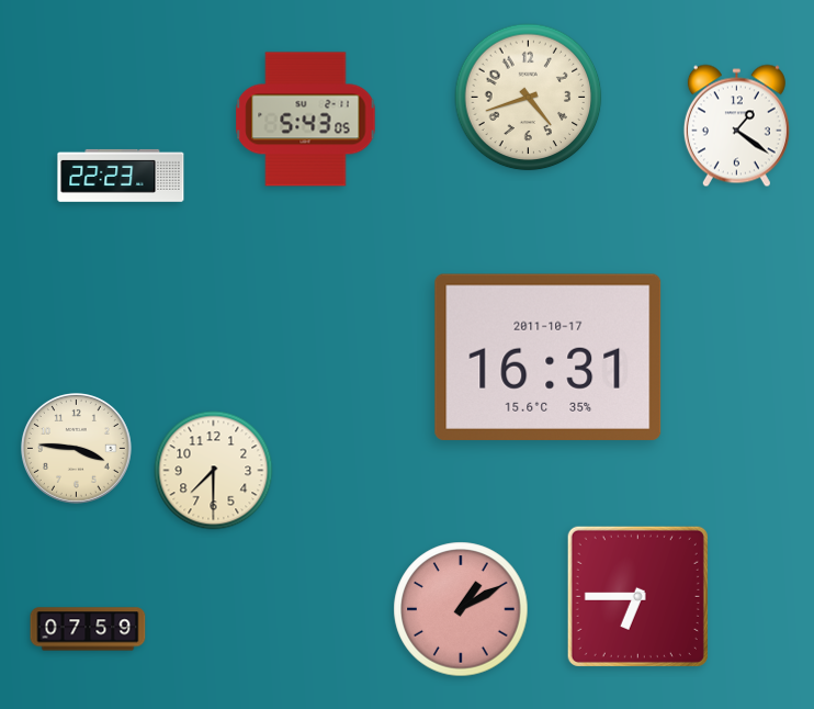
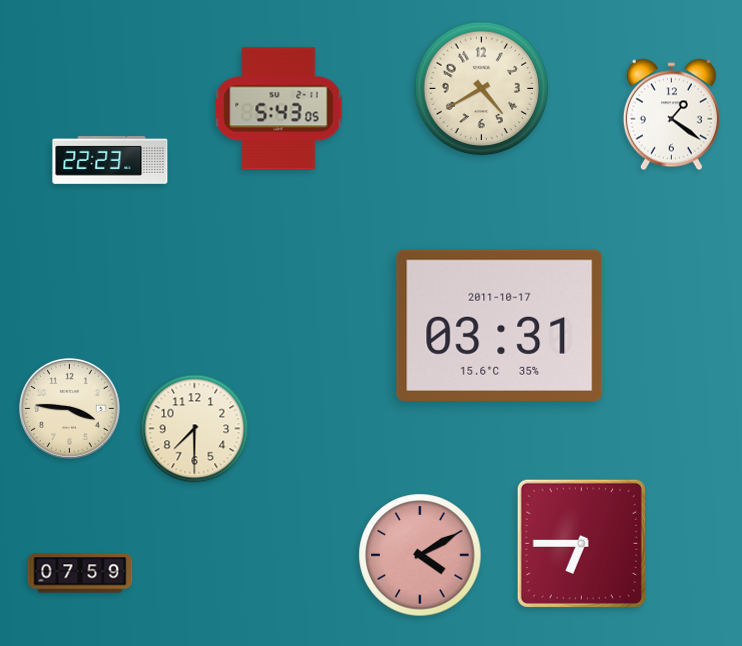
clock at (529, 98): 4:42 -> 4:40
clock at (549, 357): 16:31 -> 03:31
clock at (461, 609): 1:10 -> 4:10
